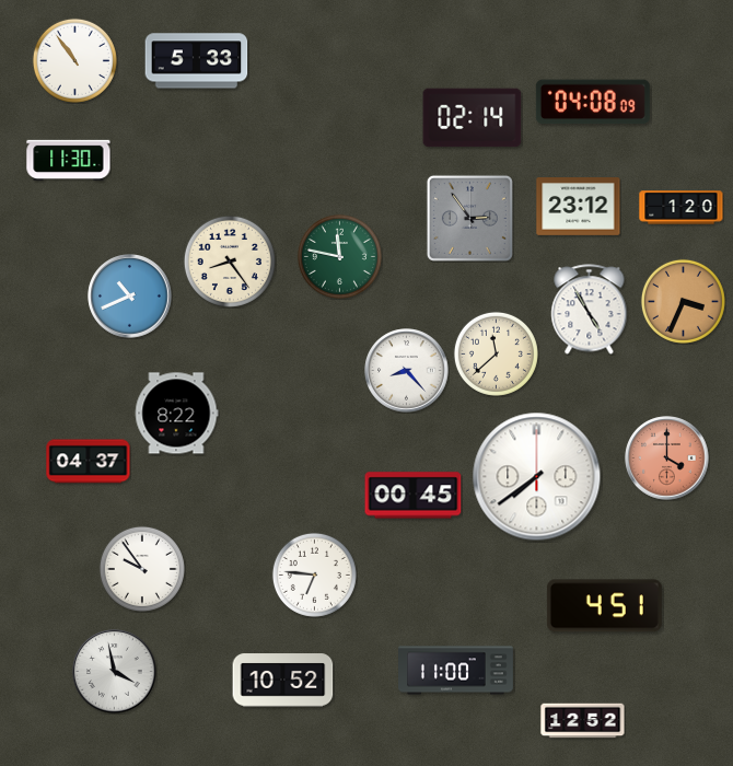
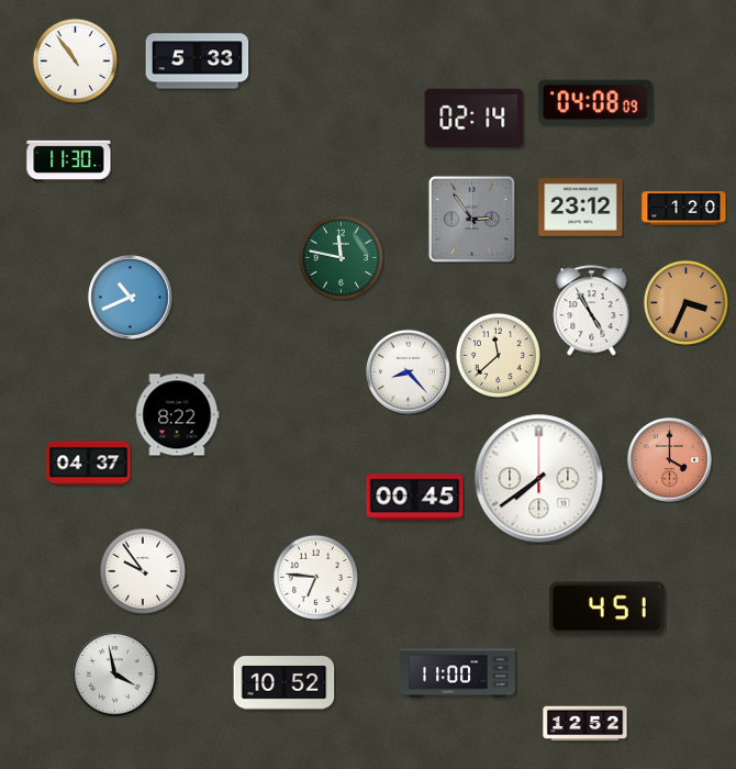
clock at (230, 262): 8:24 -> none
